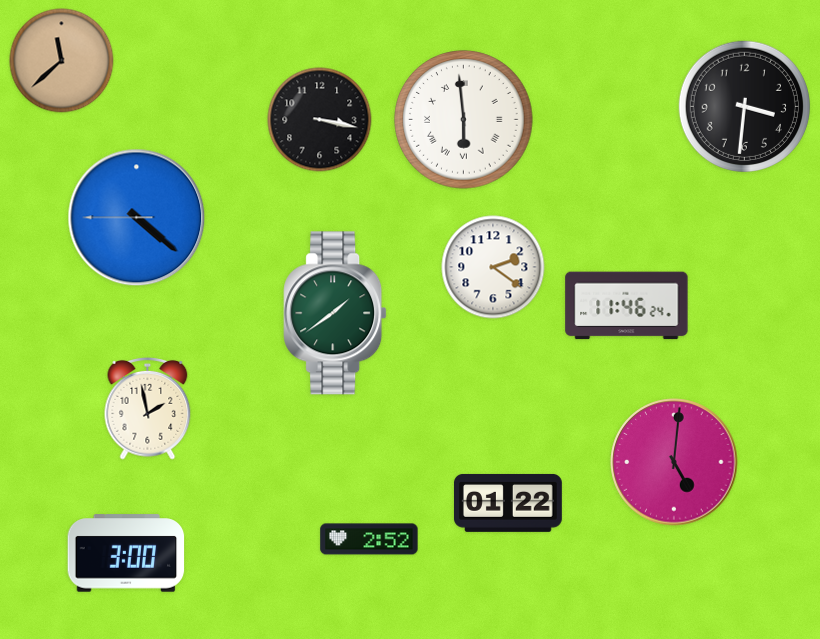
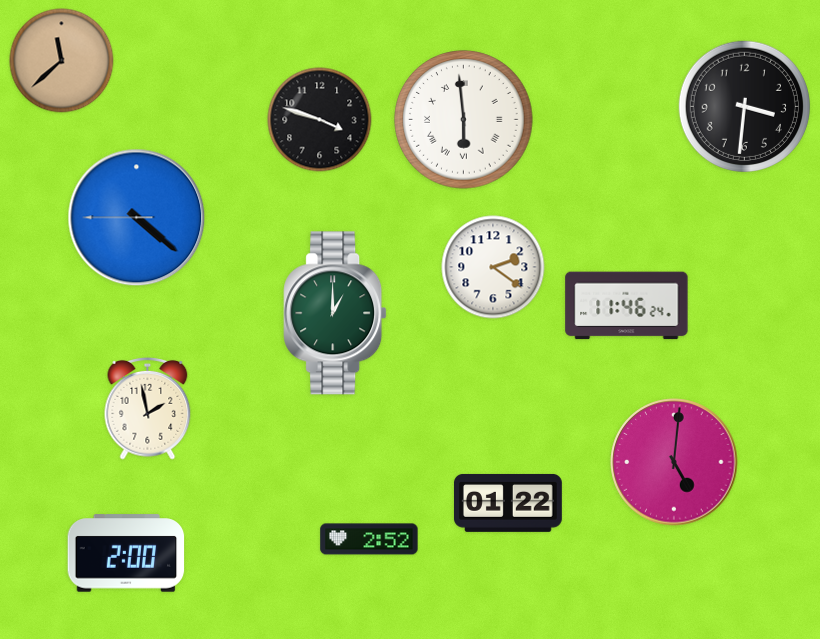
clock at (320, 120): 3:17 -> 3:48
clock at (335, 313): 1:39 -> 1:00
clock at (126, 553): 3:00 -> 2:00
